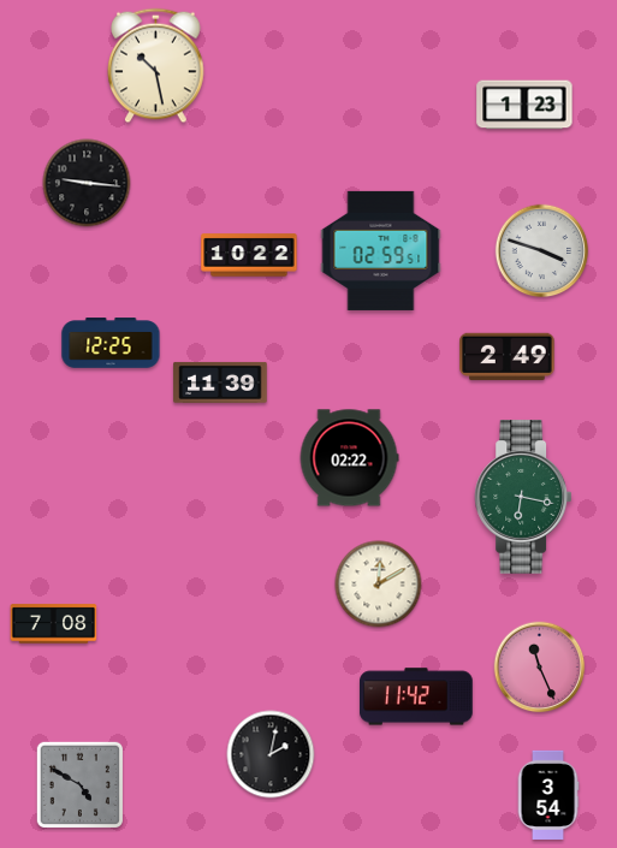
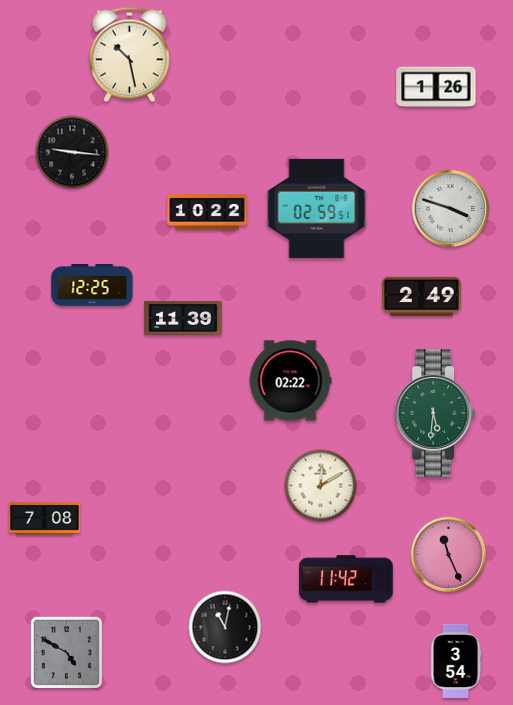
clock at (524, 105): 1:23 -> 1:26
clock at (523, 497): 6:17 -> 5:31
clock at (379, 585) position: (379, 585) -> (321, 486)
clock at (271, 754): 2:02 -> 11:02
